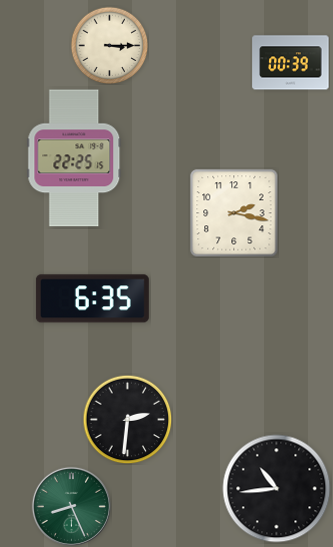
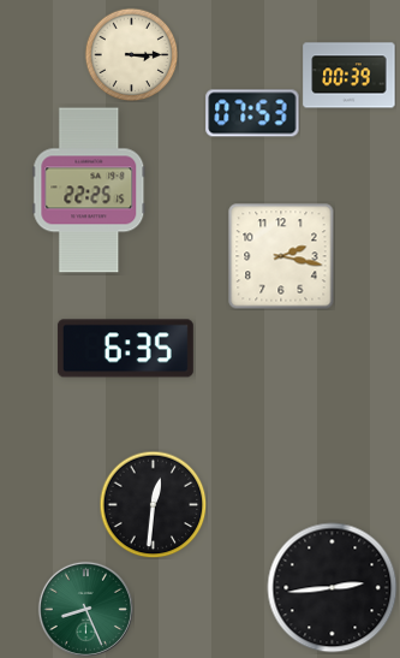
clock at (252, 113): none -> 07:53
clock at (92, 299) position: (92, 299) -> (125, 349)
clock at (127, 419): 2:31 -> 12:31
clock at (277, 489): 10:44 -> 2:44
